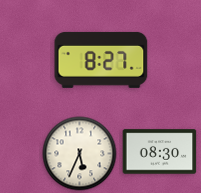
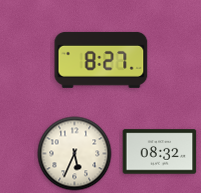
clock at (160, 152): 08:30 -> 08:32
clock at (80, 154) position: (80, 154) -> (75, 154)
